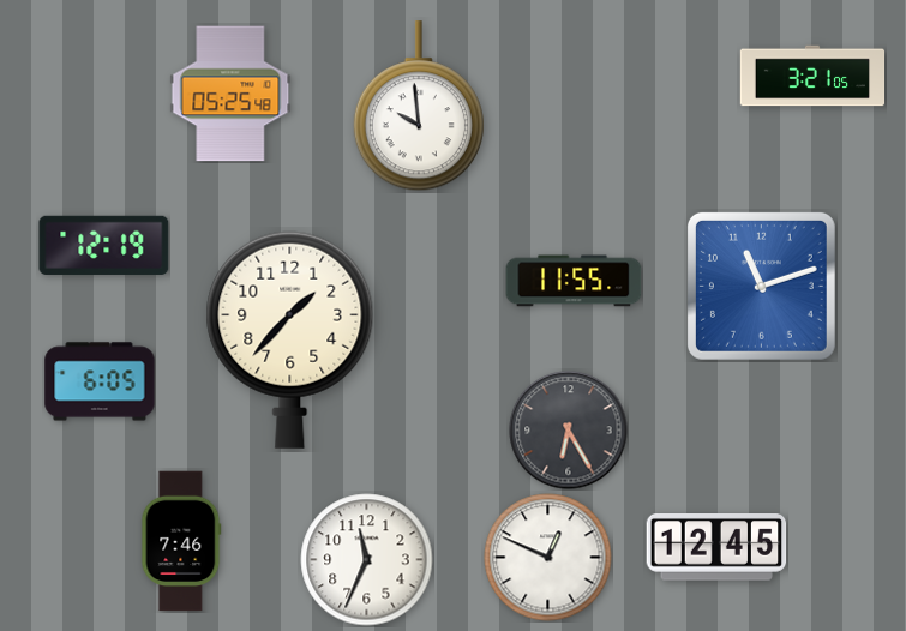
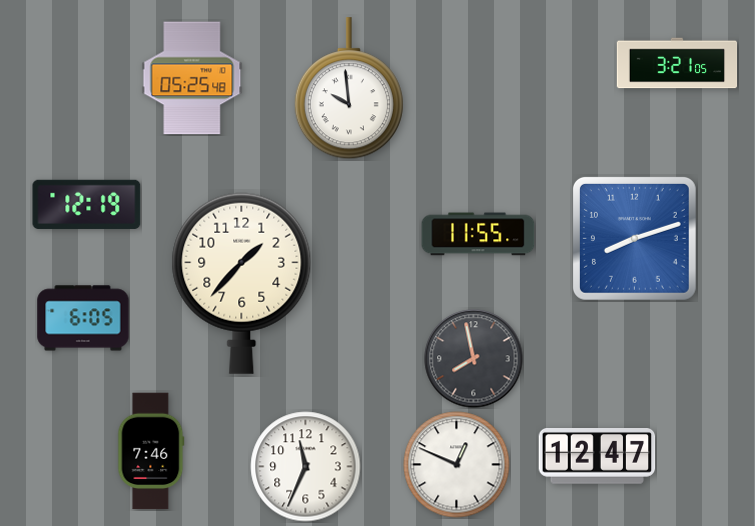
clock at (761, 286): 11:12 -> 8:12
clock at (569, 431): 6:25 -> 7:58
clock at (716, 548): 12:45 -> 12:47
